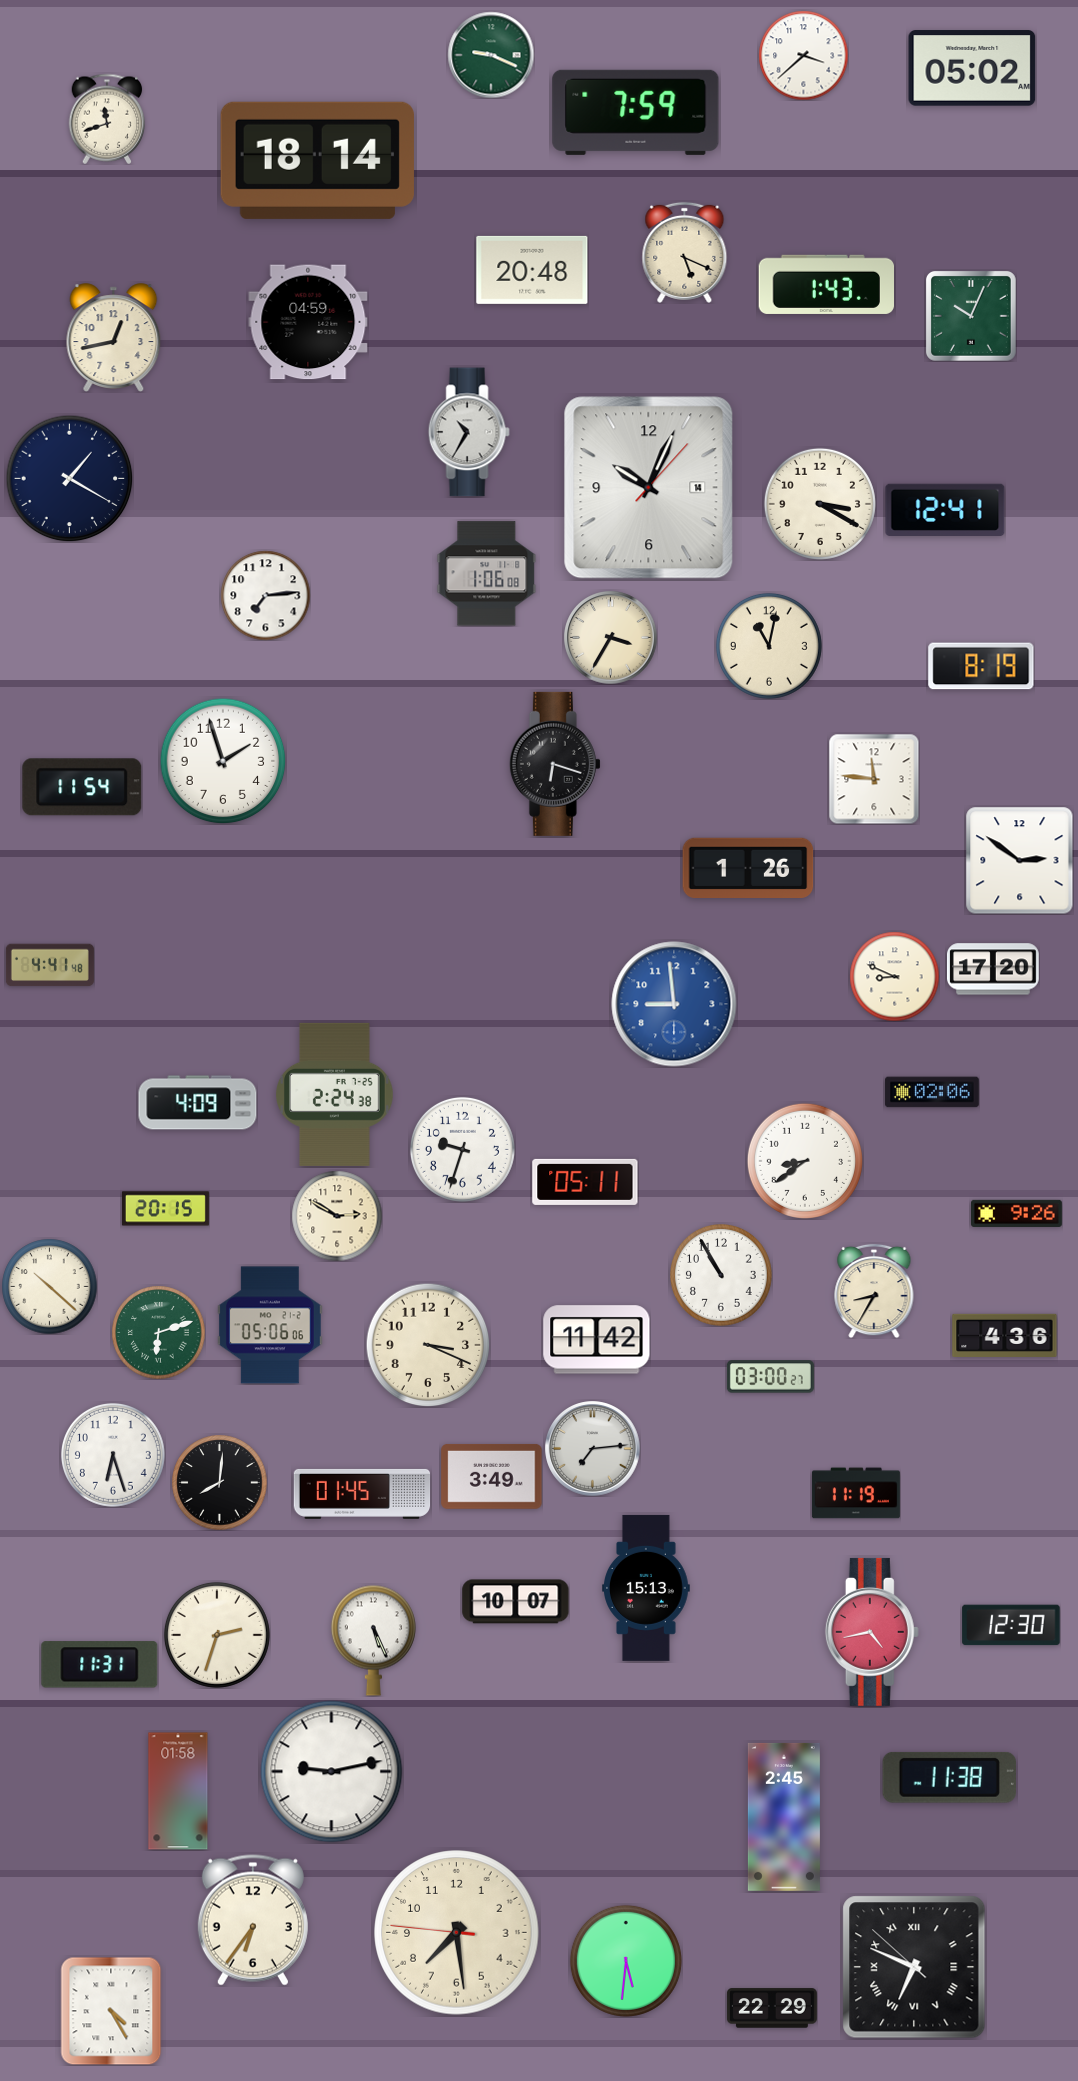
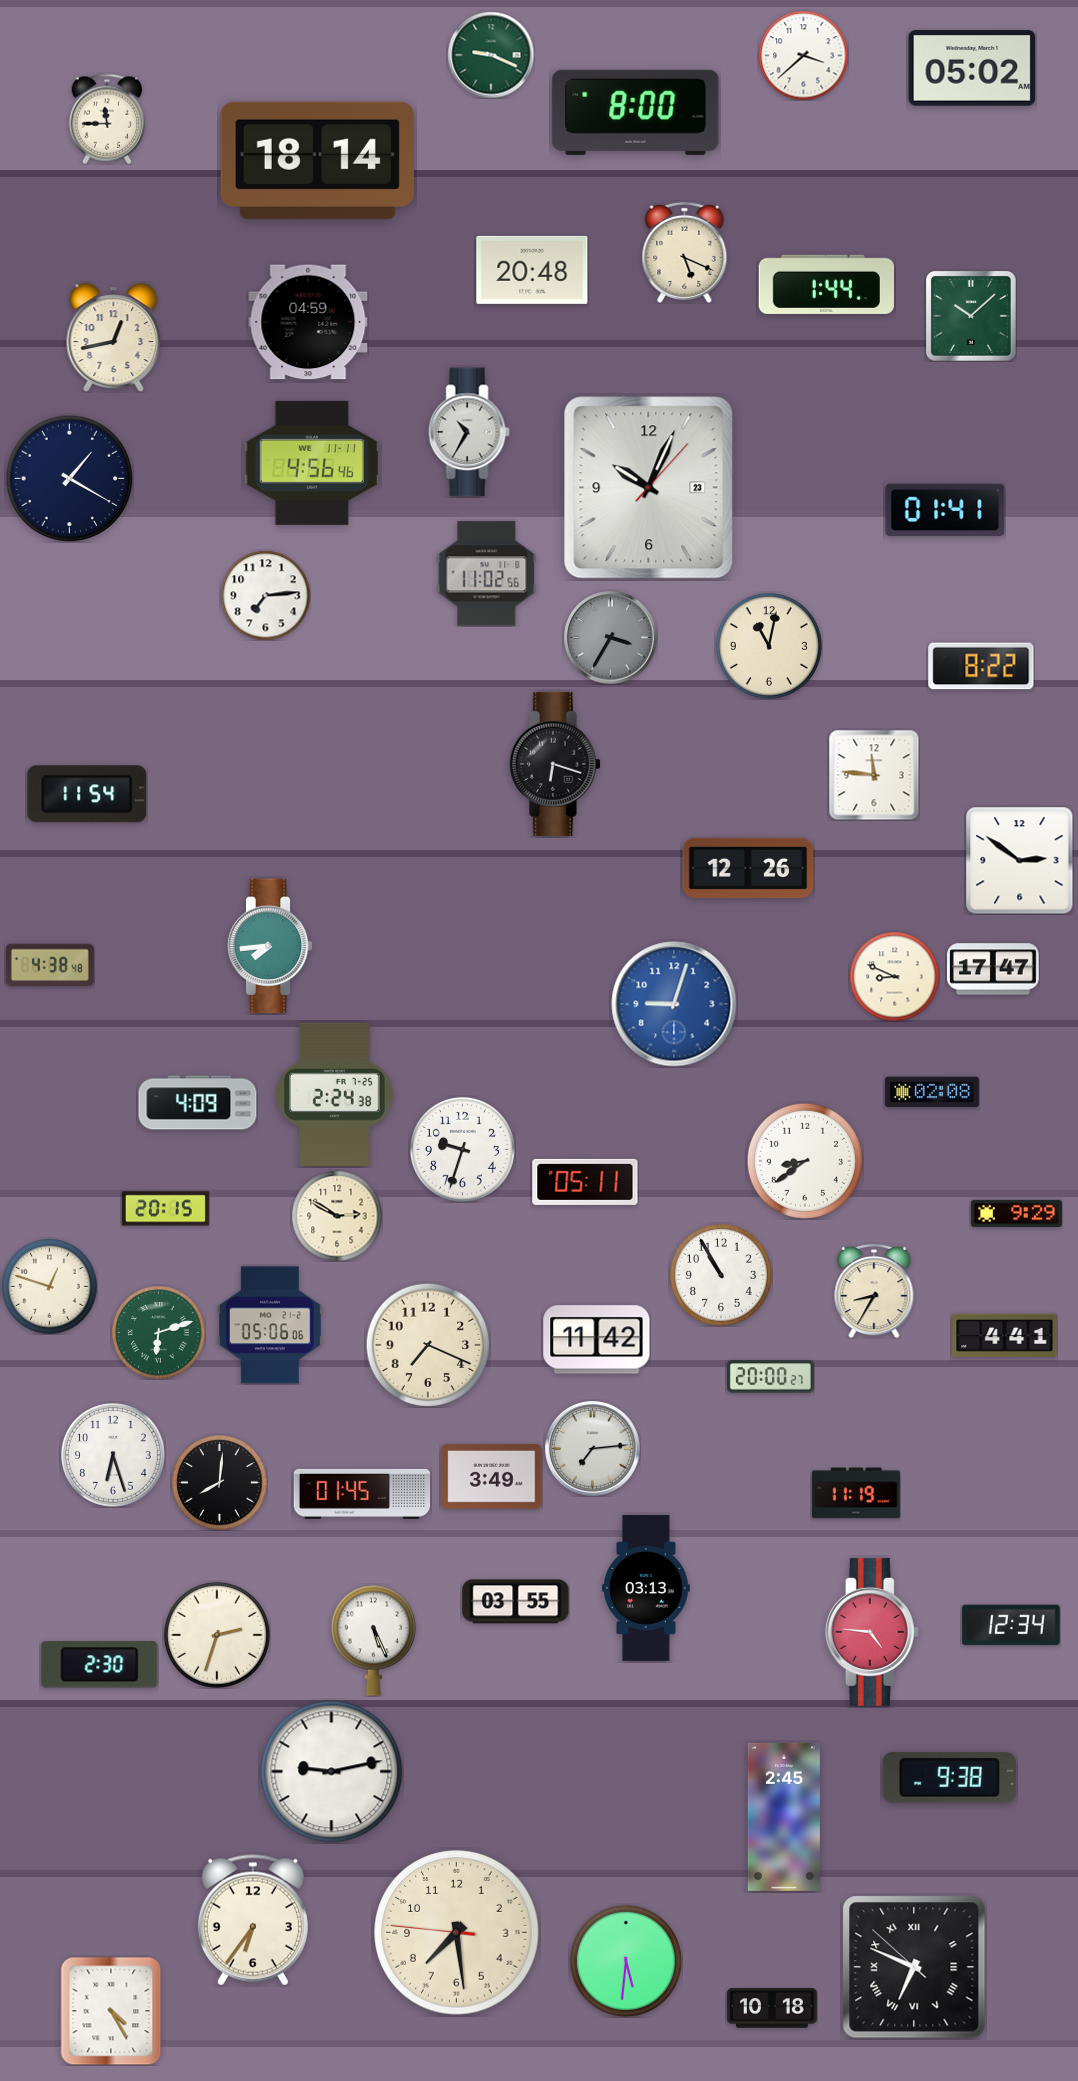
clock at (636, 112): 7:59 -> 8:00
clock at (107, 119): 11:42 -> 11:45
clock at (826, 284): 1:43 -> 1:44
clock at (971, 316): 10:04 -> 10:08
clock at (311, 463): none -> 4:56
clock at (649, 488) date: 14 -> 23
clock at (820, 504): 3:20 -> none
clock at (945, 509): 12:41 -> 01:41
clock at (487, 574): 1:06 -> 11:02
clock at (610, 637) dial: cream -> grey
clock at (981, 666): 8:19 -> 8:22
clock at (223, 761): 1:57 -> none
clock at (874, 779) position: (874, 779) -> (874, 775)
clock at (82, 787) position: (82, 787) -> (87, 794)
clock at (748, 867): 1:26 -> 12:26
clock at (270, 946): none -> 7:44
clock at (50, 965): 4:41 -> 4:38
clock at (994, 969): 17:20 -> 17:47
clock at (674, 1004): 8:59 -> 9:03
clock at (932, 1092): 02:06 -> 02:08
clock at (1017, 1213): 9:26 -> 9:29
clock at (49, 1286): 10:22 -> 12:48
clock at (1005, 1335): 4:36 -> 4:41
clock at (428, 1345): 3:19 -> 7:19
clock at (770, 1377): 03:00 -> 20:00
clock at (647, 1588): 15:13 -> 03:13
clock at (516, 1602): 10:07 -> 03:55
clock at (1011, 1625): 12:30 -> 12:34
clock at (872, 1632): 4:43 -> 4:46
clock at (100, 1665): 11:31 -> 2:30
clock at (949, 1777): 11:38 -> 9:38
clock at (178, 1791): 01:58 -> none
clock at (772, 2008): 22:29 -> 10:18
